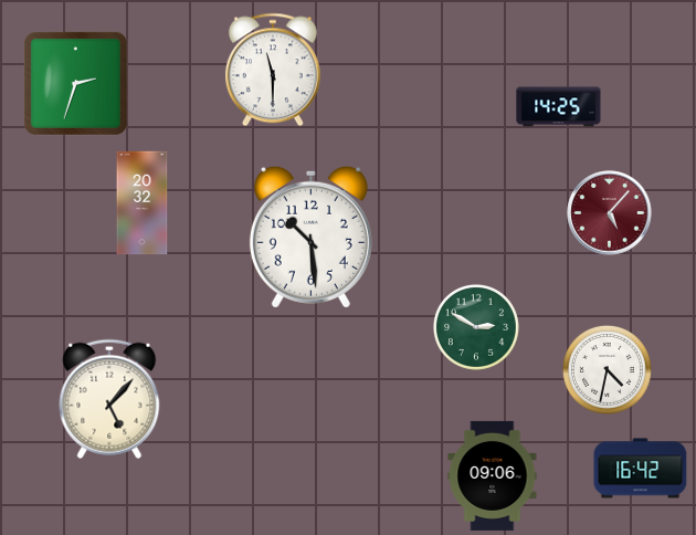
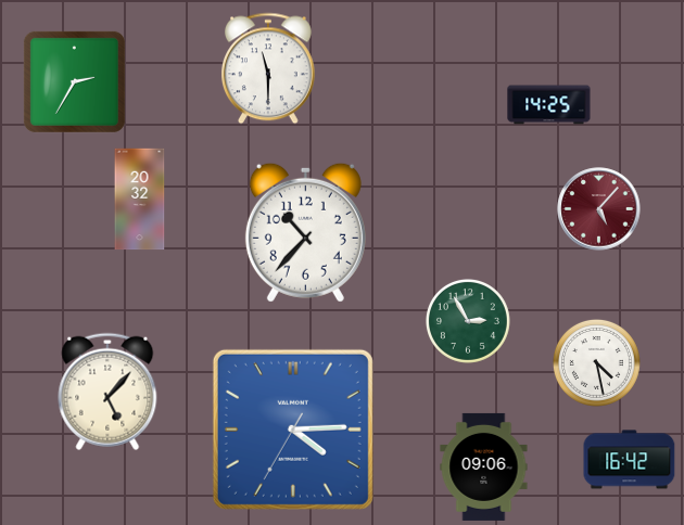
clock at (75, 83): 2:33 -> 2:35
clock at (310, 237): 10:29 -> 10:37
clock at (476, 327): 2:50 -> 2:55
clock at (607, 369): 4:32 -> 4:28
clock at (293, 430): none -> 4:14
